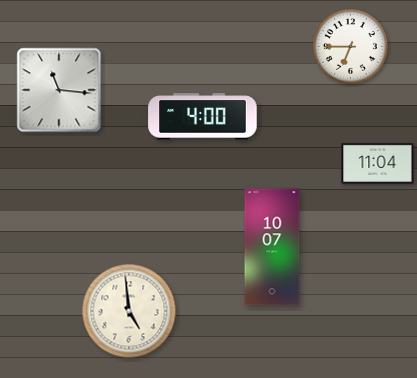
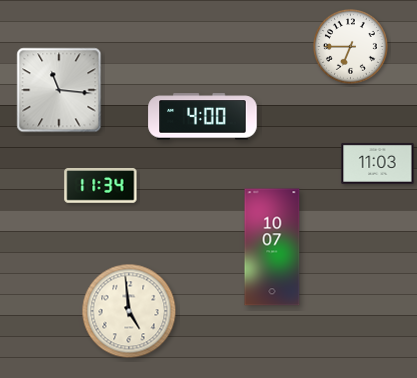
clock at (378, 163): 11:04 -> 11:03
clock at (101, 186): none -> 11:34
